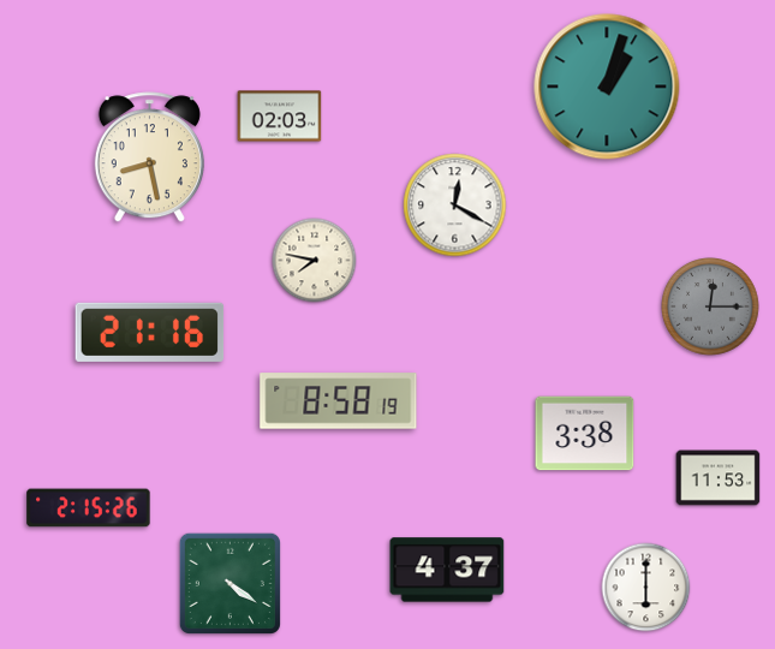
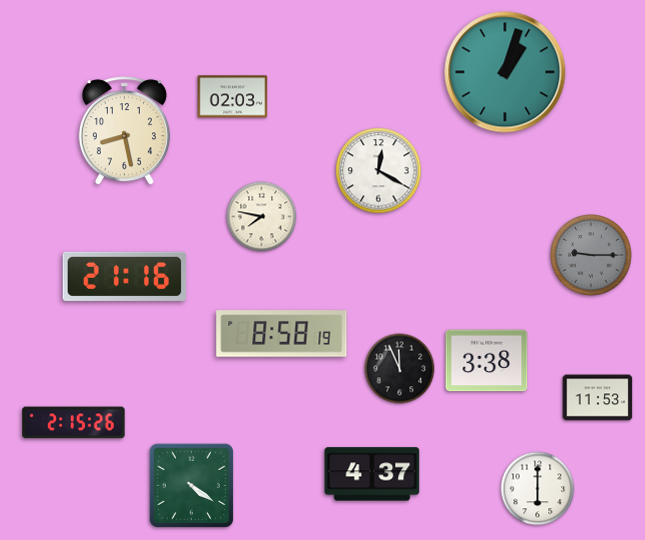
clock at (711, 308): 12:15 -> 9:15
clock at (400, 369): none -> 11:56
